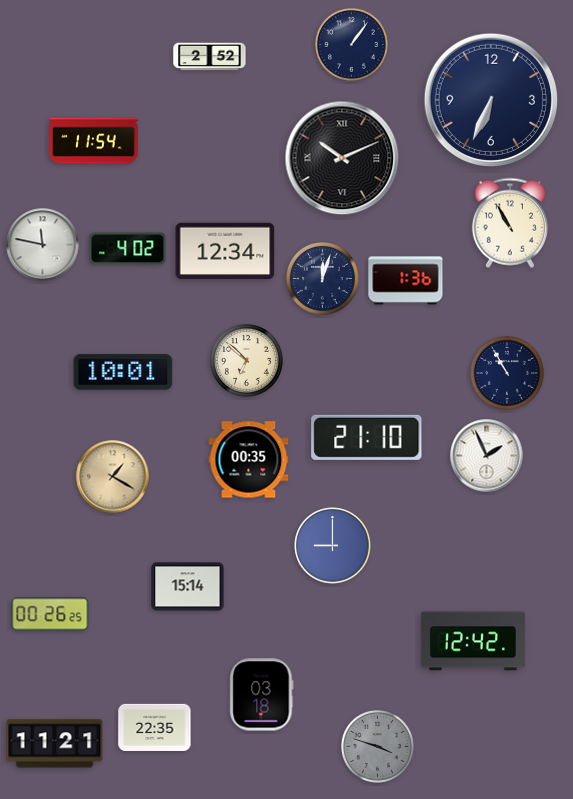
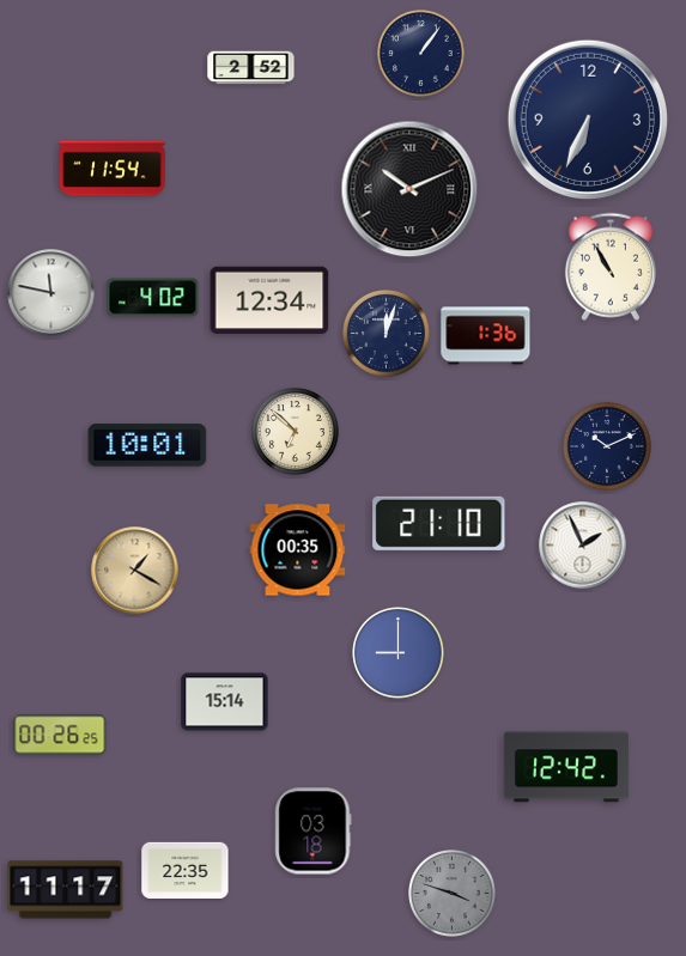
clock at (508, 374): 10:55 -> 10:11
clock at (55, 744): 11:21 -> 11:17
